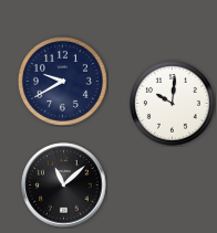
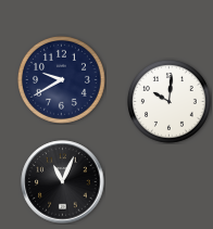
clock at (64, 186): 11:08 -> 11:04
